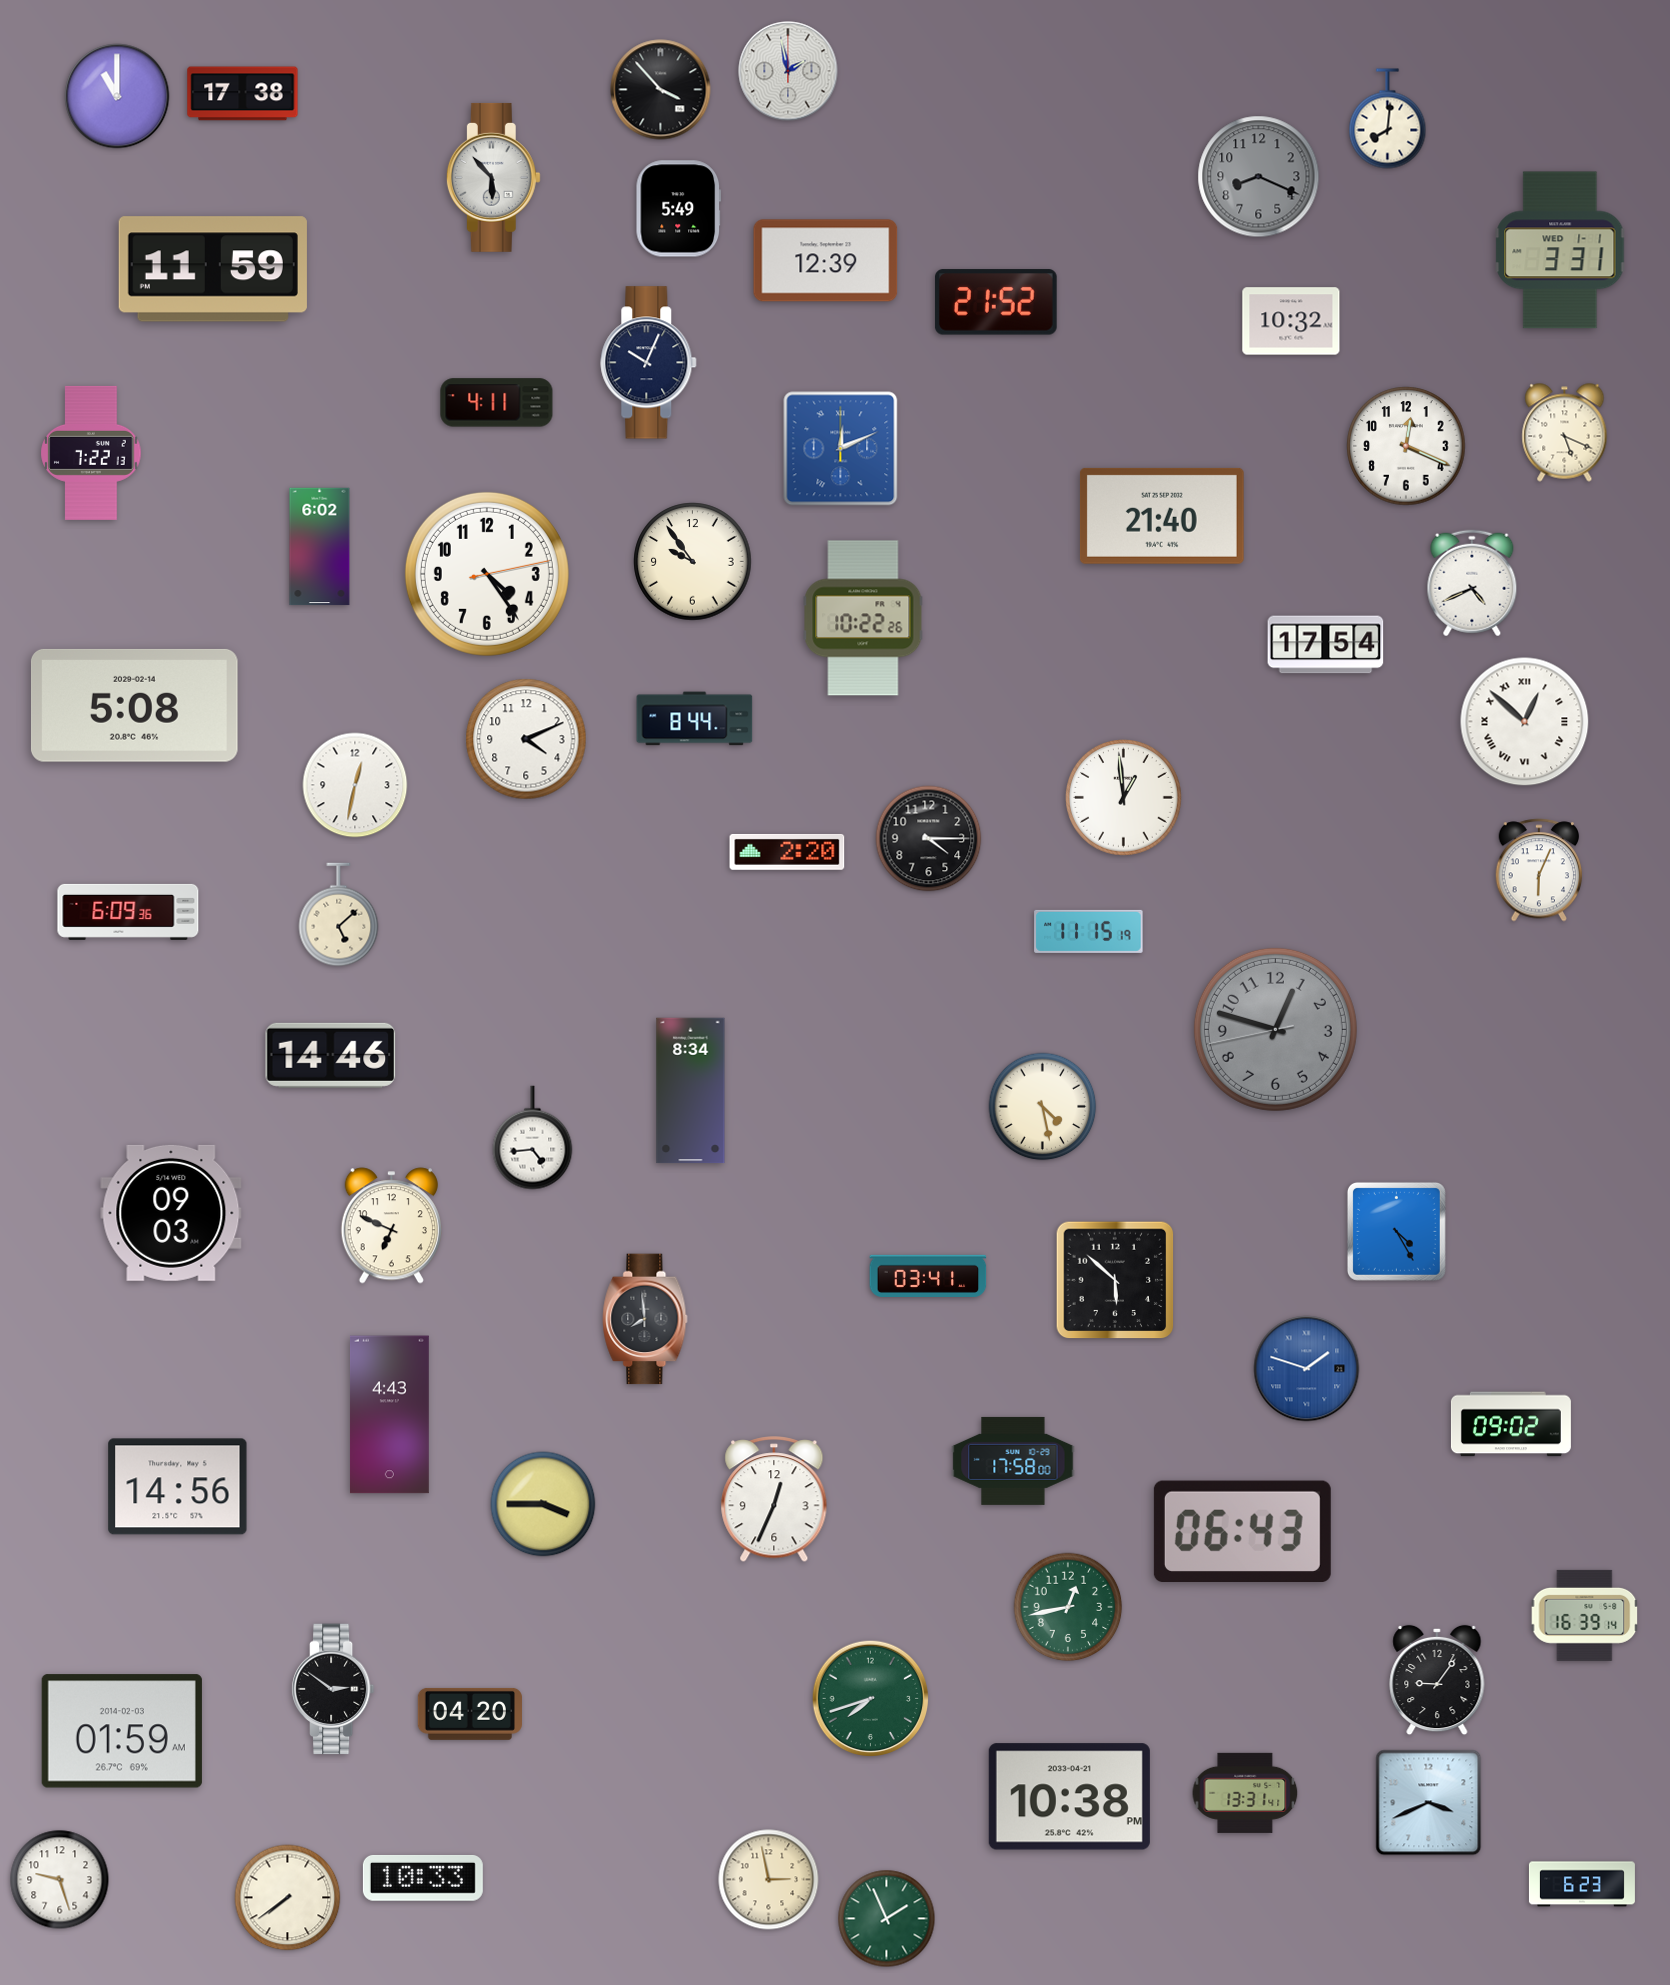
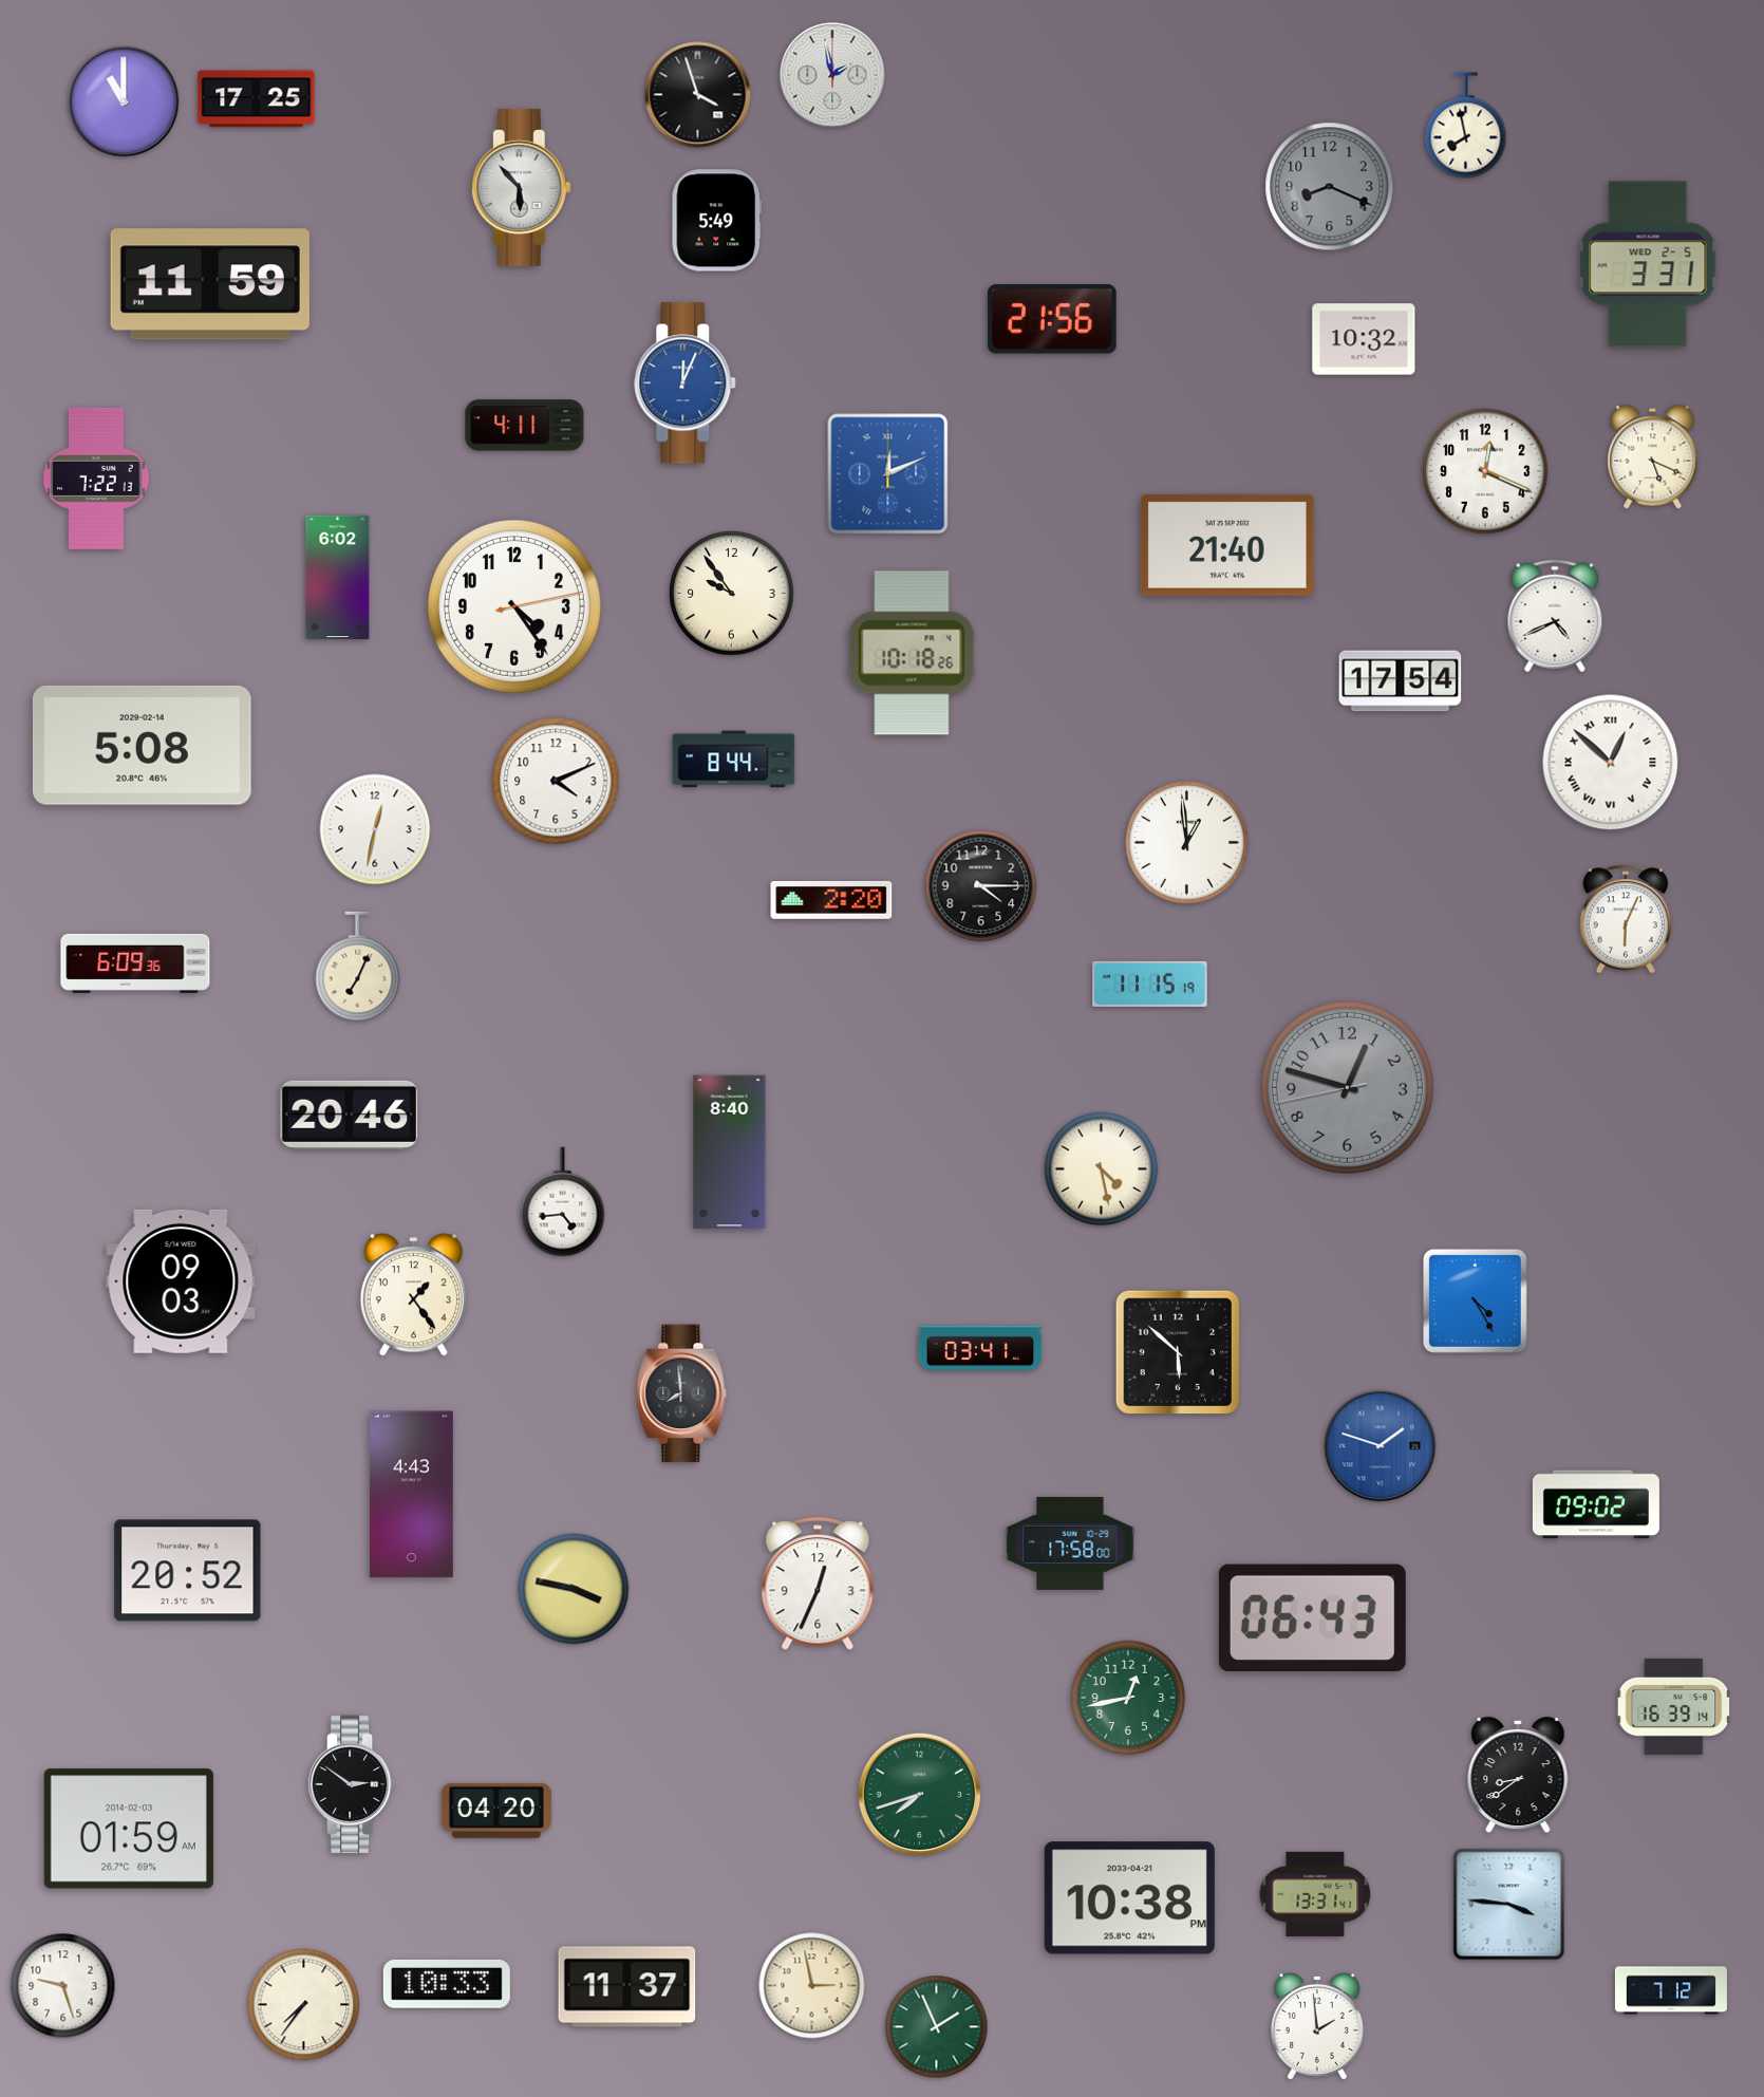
clock at (661, 90): 3:53 -> 3:57
clock at (243, 94): 17:38 -> 17:25
clock at (1388, 119): 8:01 -> 7:58
clock at (1560, 250) date: WED 1-1 -> WED 2-5
clock at (826, 261): 12:39 -> none
clock at (213, 269) position: (213, 269) -> (210, 284)
clock at (996, 302): 21:52 -> 21:56
clock at (649, 363): 10:04 -> 12:04
clock at (649, 363) dial: navy -> blue
clock at (863, 618): 10:22 -> 10:18
clock at (339, 915): 5:08 -> 7:04
clock at (331, 1055): 14:46 -> 20:46
clock at (691, 1091): 8:34 -> 8:40
clock at (391, 1226): 6:49 -> 1:24
clock at (178, 1487): 14:56 -> 20:52
clock at (543, 1504): 3:45 -> 3:47
clock at (1437, 1680): 9:06 -> 8:39
clock at (1429, 1803): 3:41 -> 3:46
clock at (627, 1987): none -> 11:37
clock at (1582, 1884): 6:23 -> 7:12
clock at (288, 1898): 7:39 -> 7:36
clock at (1317, 2026): none -> 1:59
